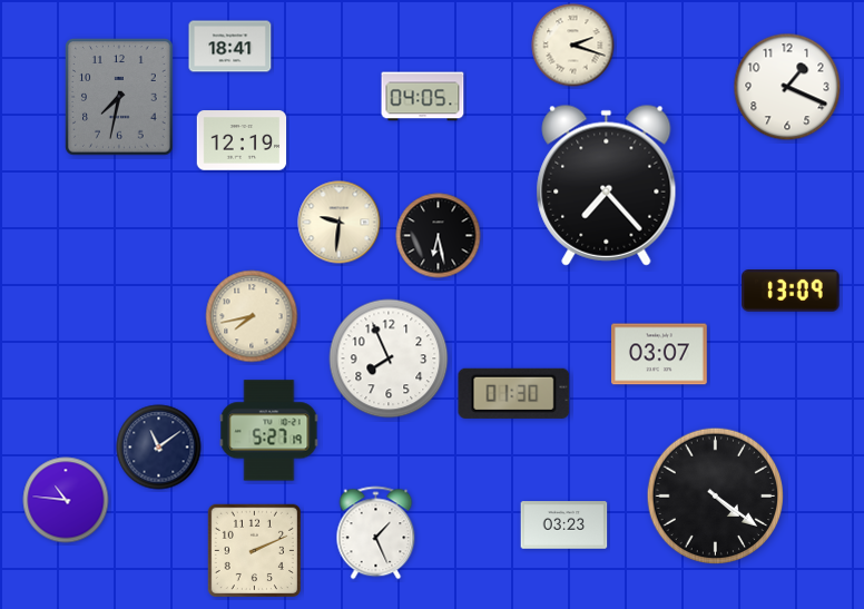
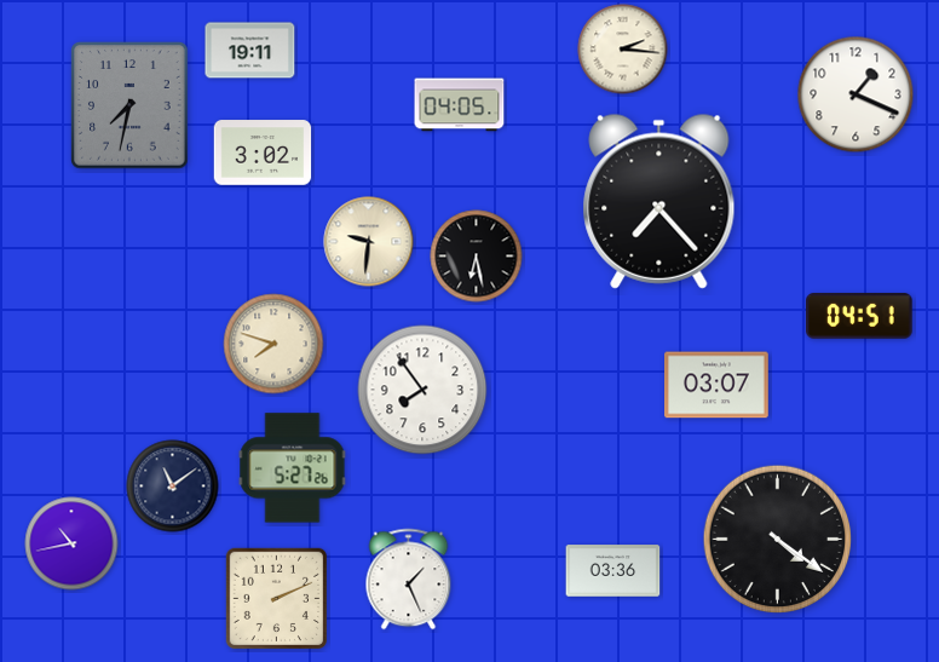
clock at (573, 46): 2:18 -> 2:16
clock at (230, 47): 18:41 -> 19:11
clock at (242, 140): 12:19 -> 3:02
clock at (791, 292): 13:09 -> 04:51
clock at (252, 316): 7:43 -> 7:48
clock at (389, 358): 7:56 -> 7:54
clock at (514, 393): 01:30 -> none
clock at (269, 431): 5:27:19 -> 5:27:26
clock at (66, 500): 10:46 -> 10:43
clock at (564, 525): 03:23 -> 03:36
